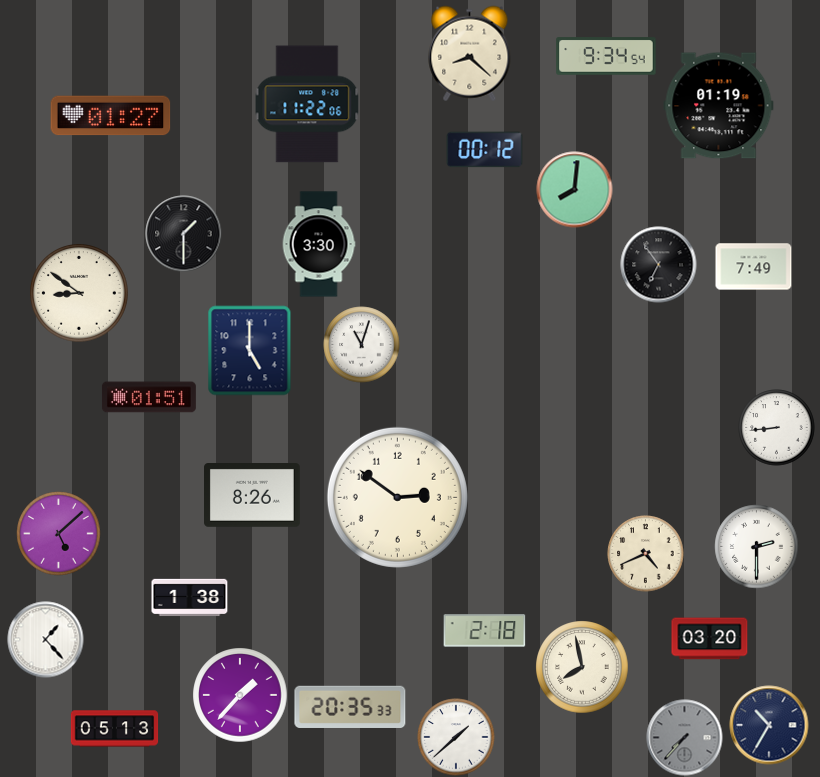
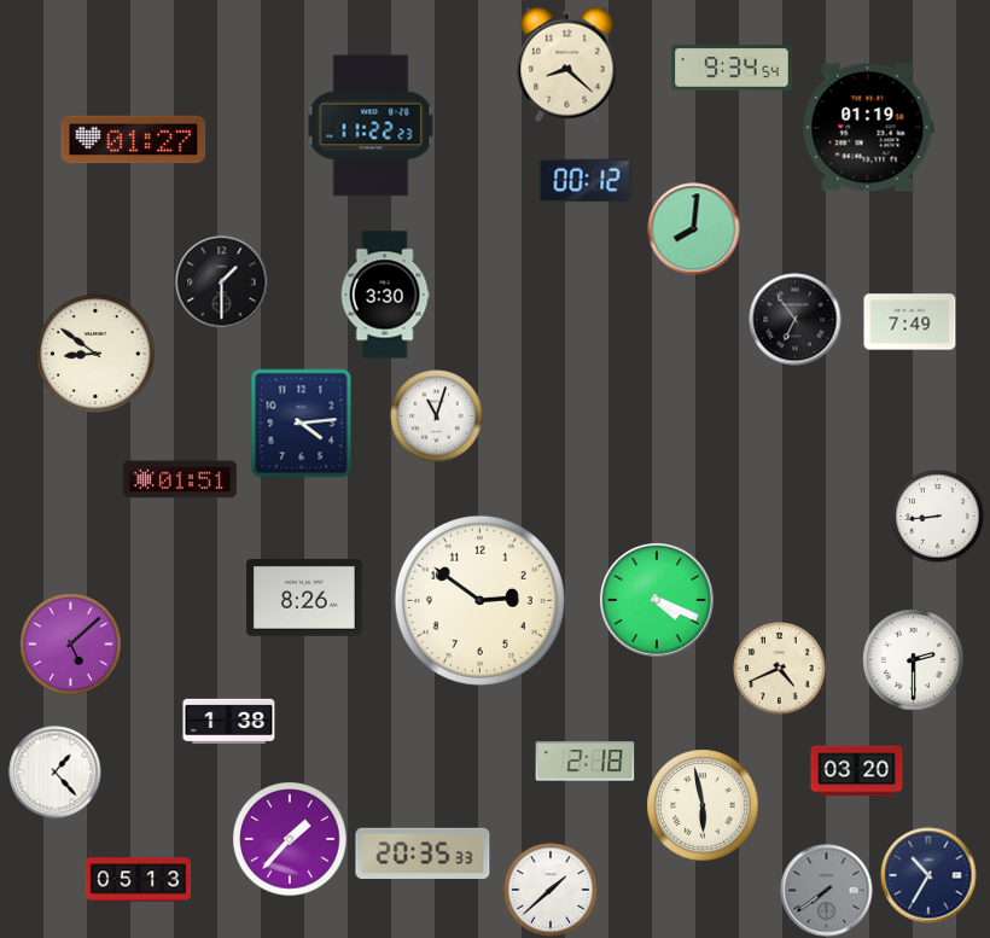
clock at (307, 104): 11:22:06 -> 11:22:23
clock at (250, 351): 5:00 -> 4:14
clock at (657, 600): none -> 4:19
clock at (582, 667): 7:58 -> 5:58
clock at (685, 738): 7:37 -> 7:39
